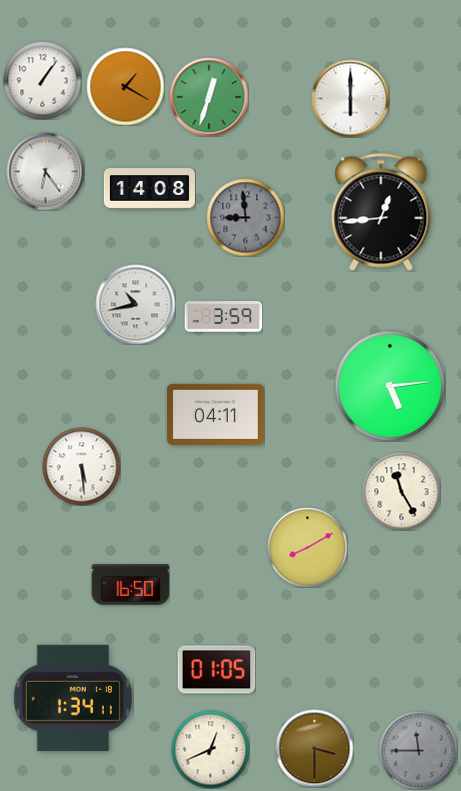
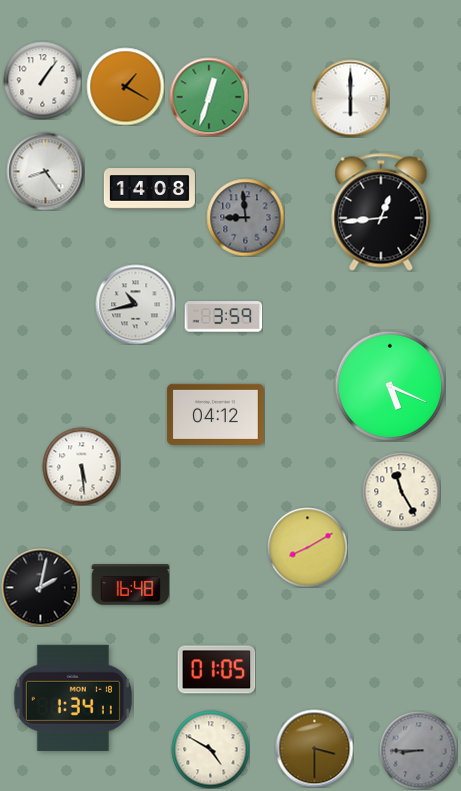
clock at (45, 171): 6:24 -> 8:24
clock at (389, 385): 5:14 -> 5:19
clock at (215, 414): 04:11 -> 04:12
clock at (130, 585): 16:50 -> 16:48
clock at (40, 587): none -> 2:02
clock at (210, 749): 12:41 -> 4:50
clock at (418, 750): 11:45 -> 8:45
